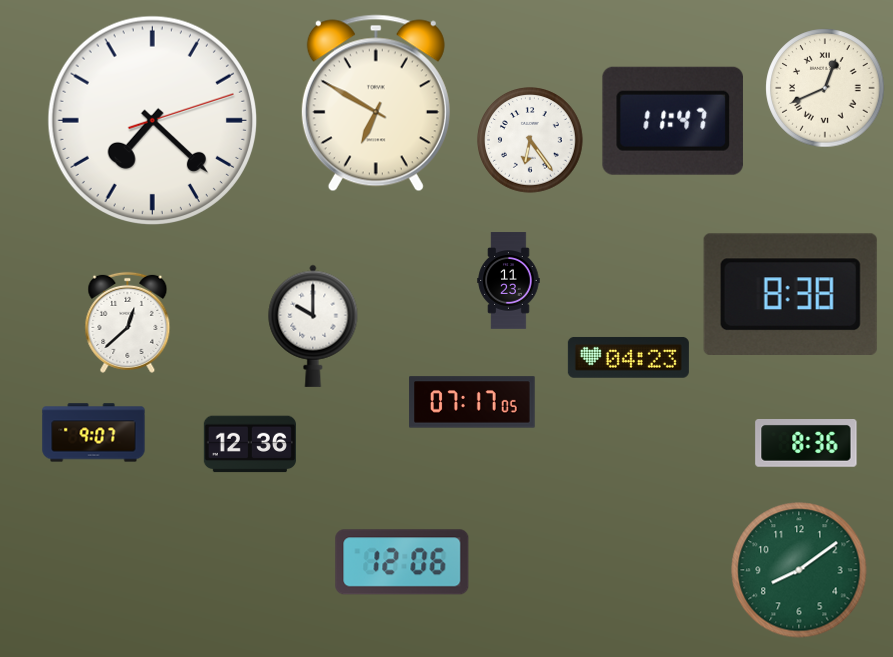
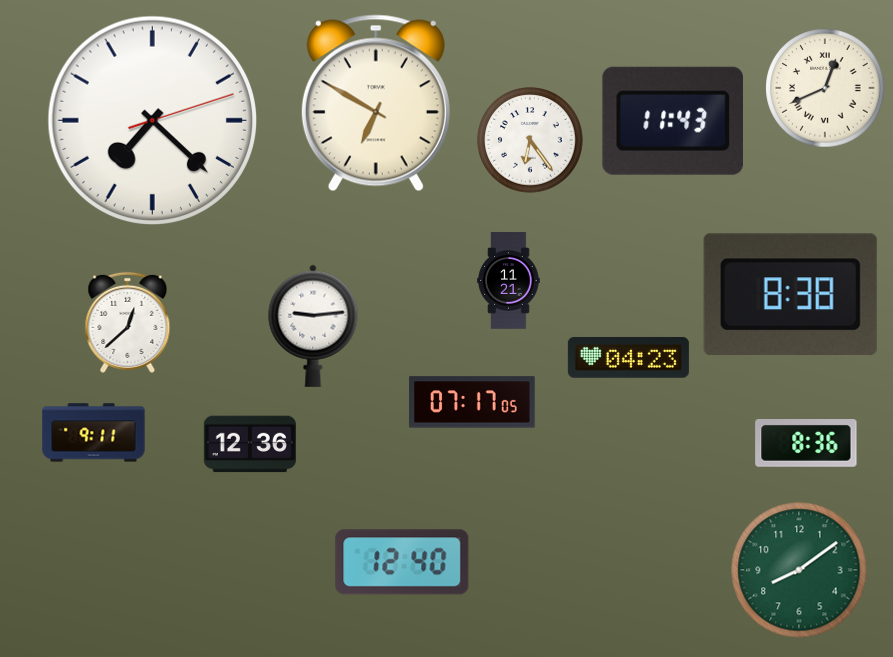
clock at (673, 121): 11:47 -> 11:43
clock at (509, 281): 11:23 -> 11:21
clock at (313, 326): 10:00 -> 9:14
clock at (94, 433): 9:07 -> 9:11
clock at (402, 562): 12:06 -> 12:40
